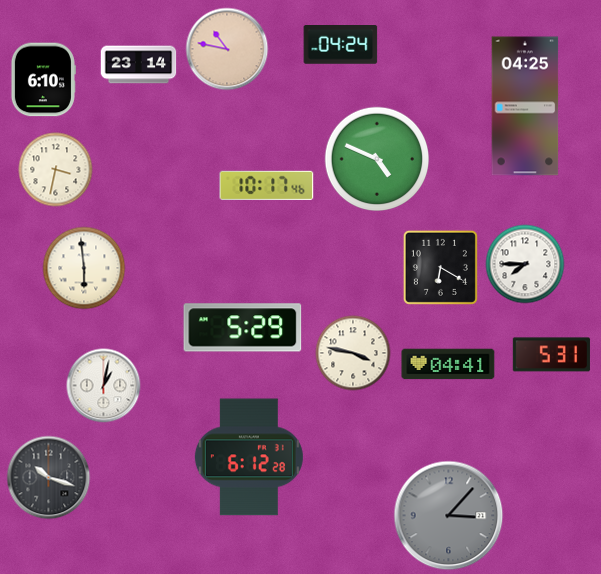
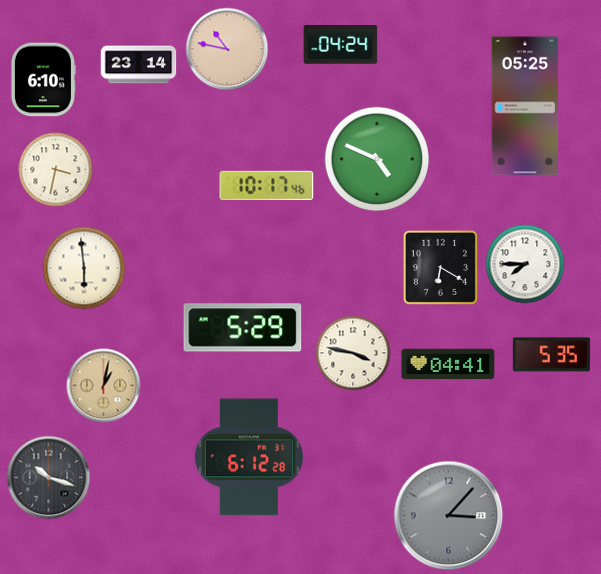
clock at (525, 106): 04:25 -> 05:25
clock at (551, 355): 5:31 -> 5:35
clock at (104, 386) dial: white -> champagne
